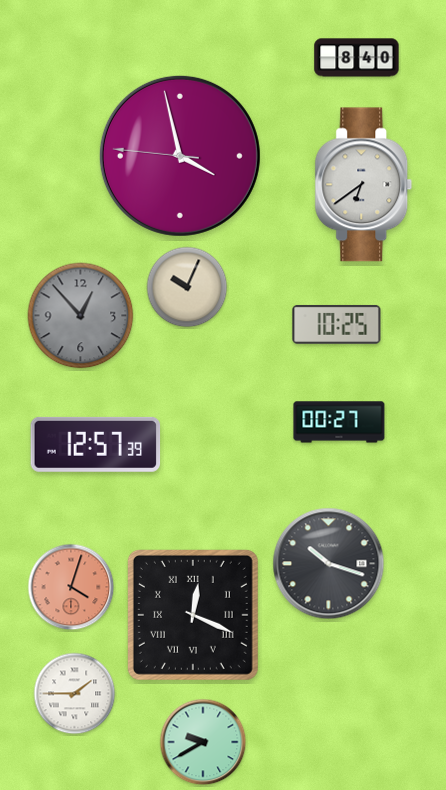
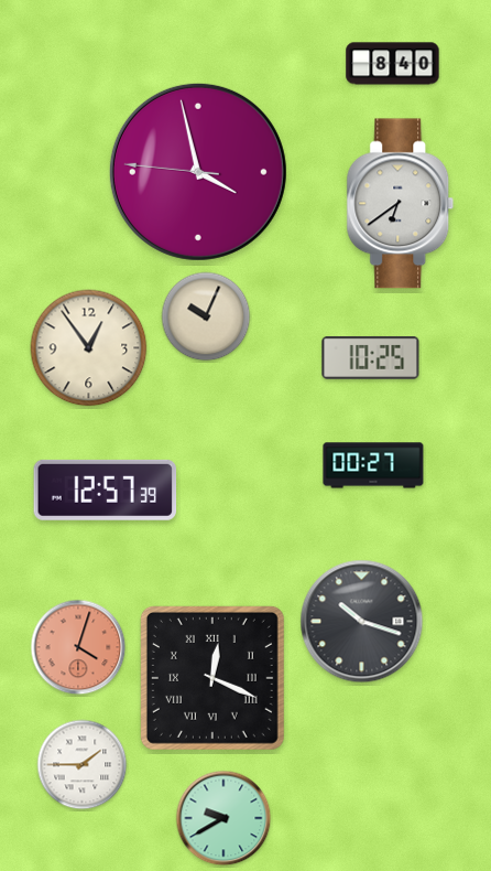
clock at (81, 316): 12:53 -> 12:54
clock at (81, 316) dial: grey -> cream
